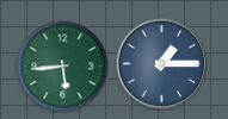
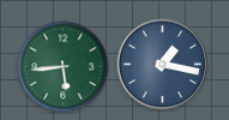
clock at (162, 64): 1:15 -> 1:17
